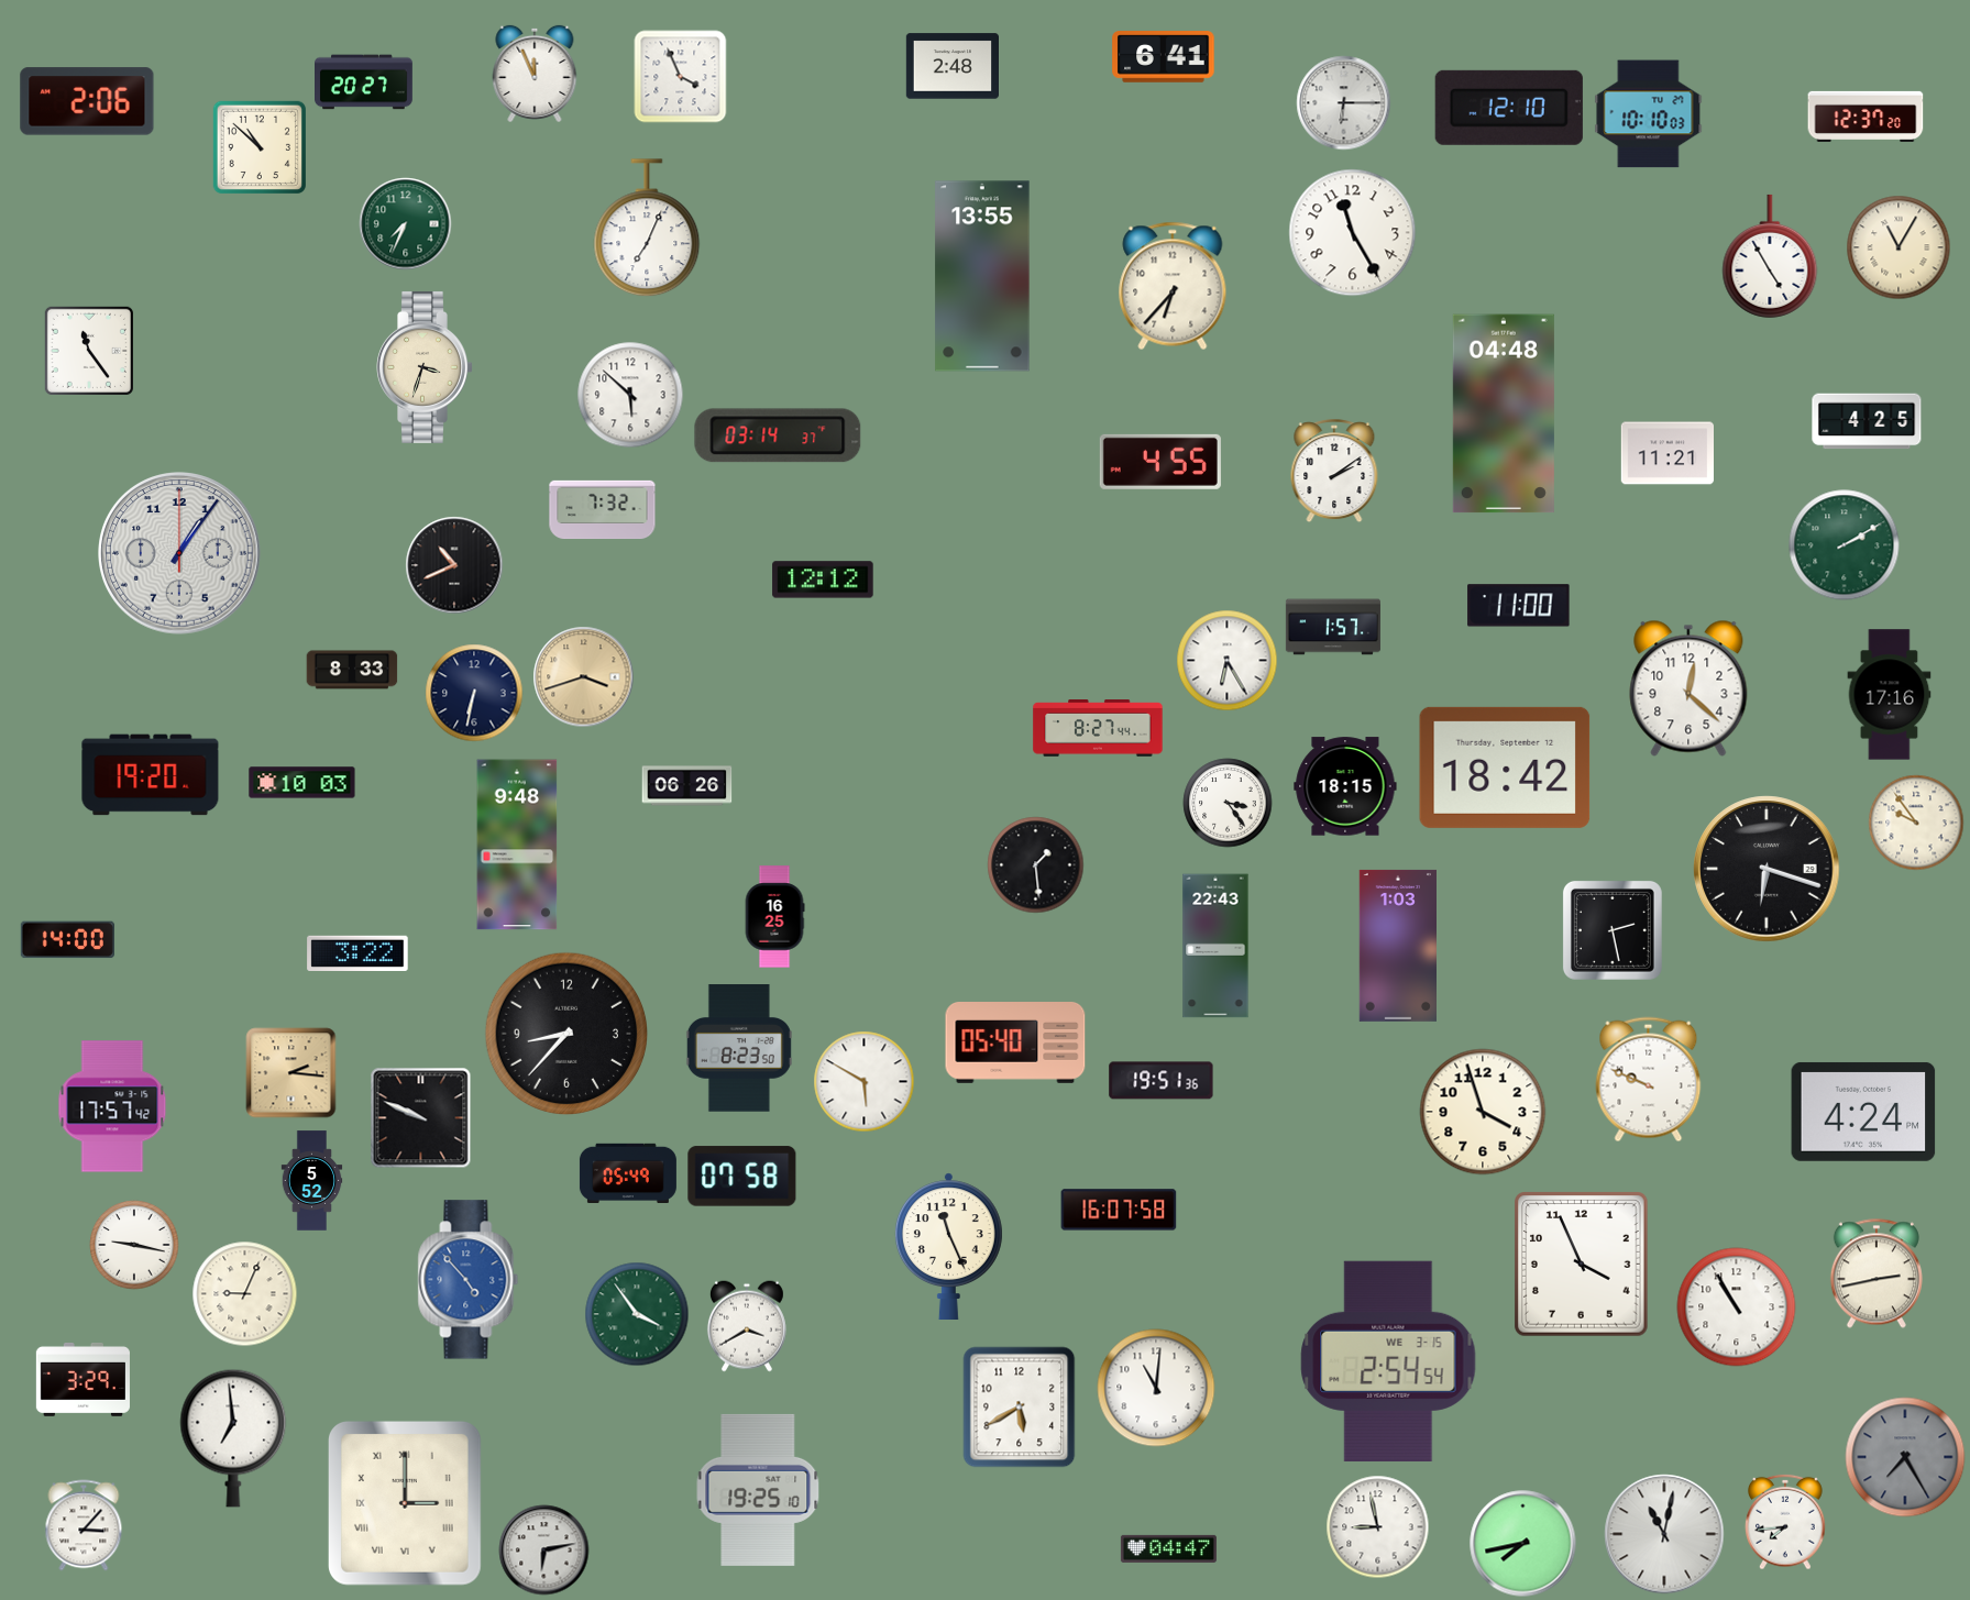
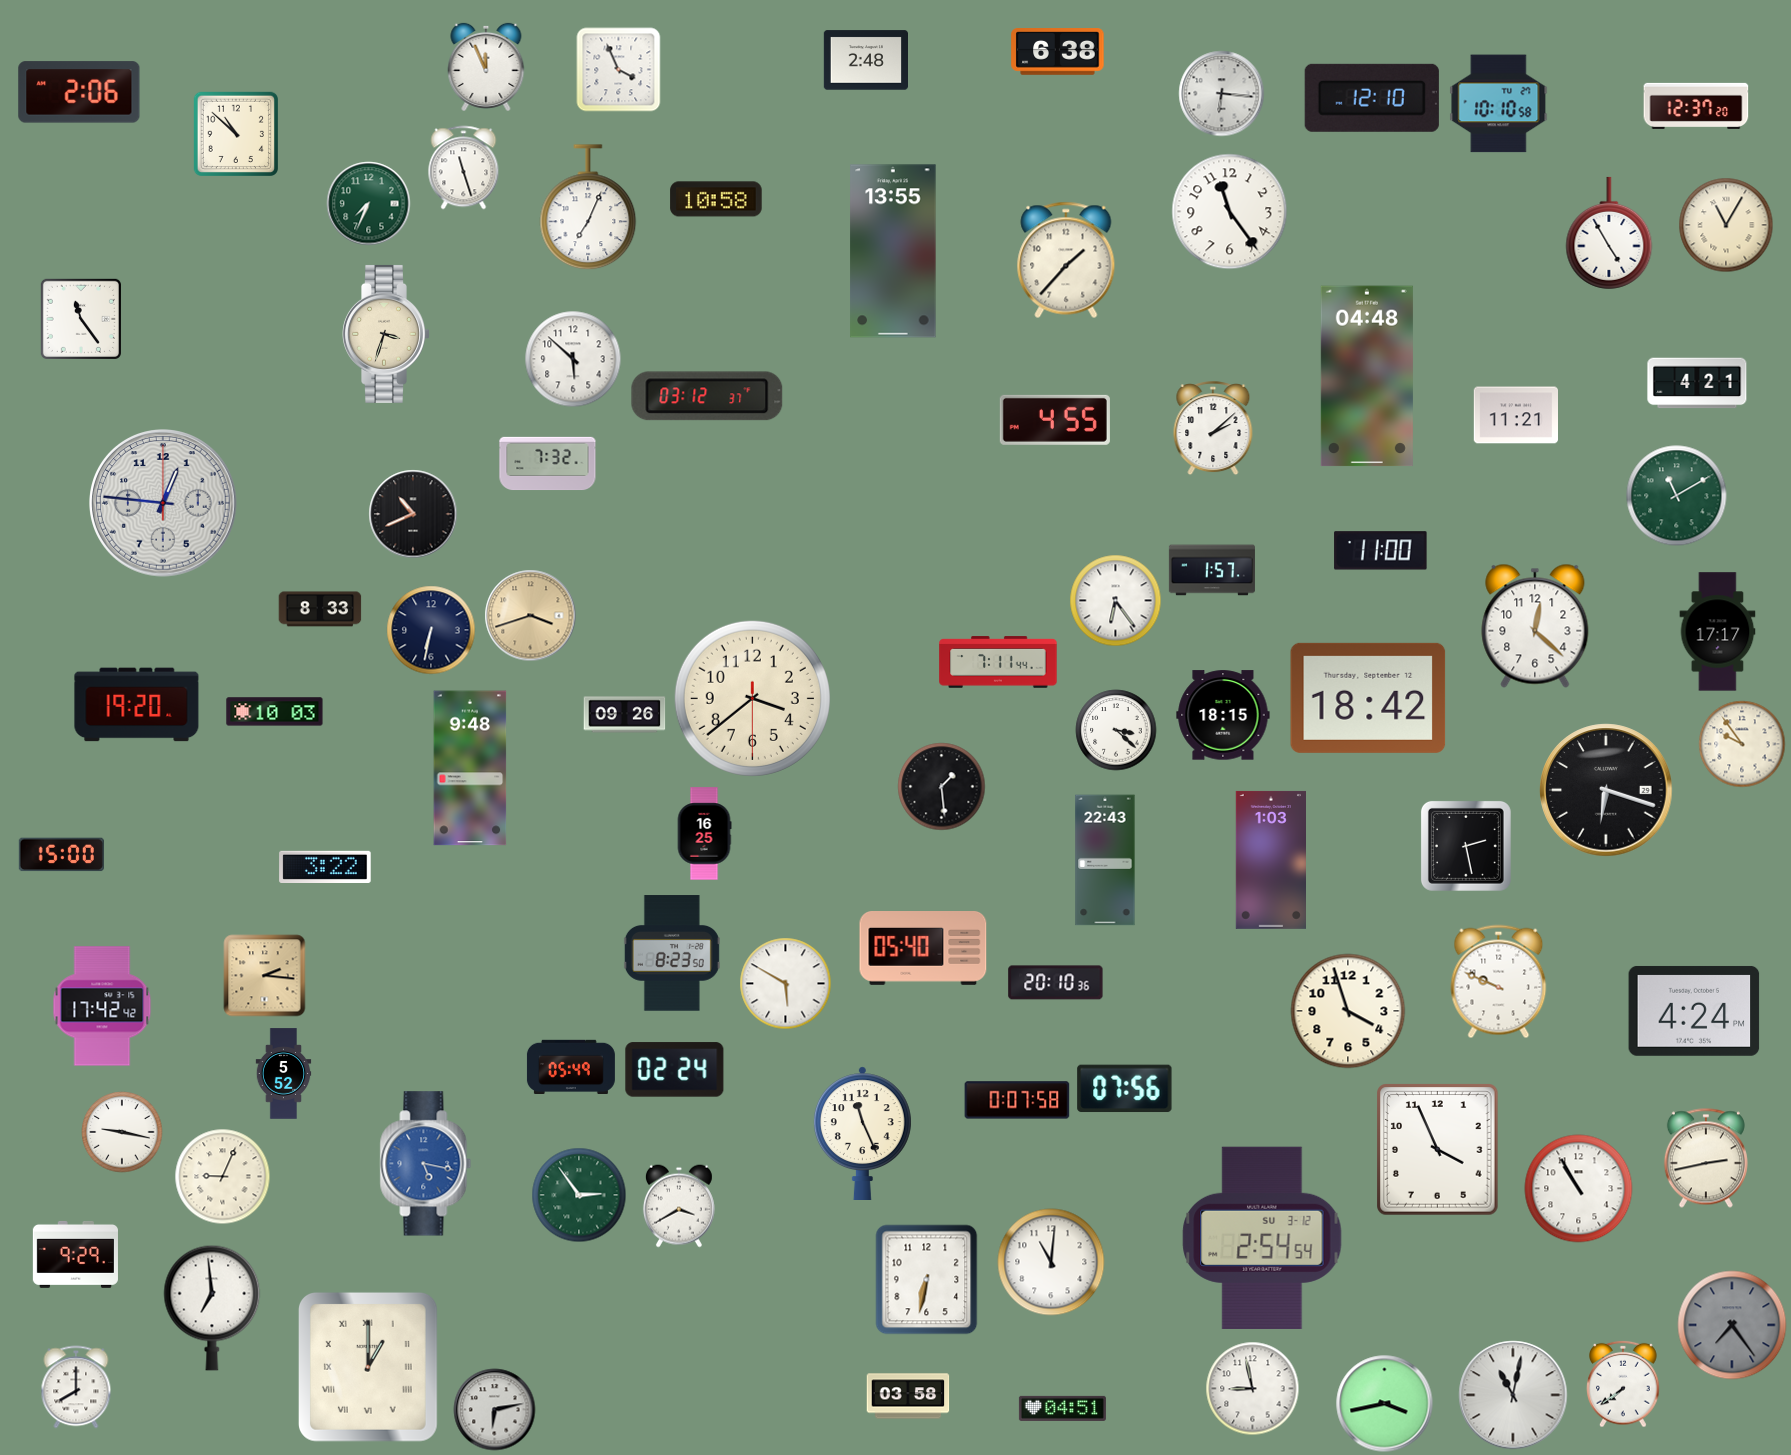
clock at (1164, 57): 6:41 -> 6:38
clock at (364, 82): 20:27 -> none
clock at (1344, 103): 6:15 -> 6:16
clock at (1649, 114): 10:10:03 -> 10:10:58
clock at (464, 168): none -> 11:27
clock at (716, 199): none -> 10:58
clock at (1353, 233): 11:25 -> 11:24
clock at (1173, 286): 6:37 -> 1:37
clock at (1867, 421): 4:25 -> 4:21
clock at (778, 435): 03:14 -> 03:12
clock at (1666, 453) position: (1666, 453) -> (1515, 415)
clock at (1334, 472): 2:09 -> 2:08
clock at (1845, 545): 2:10 -> 11:10
clock at (179, 553): 1:06 -> 12:46
clock at (823, 580): 12:12 -> none
clock at (1228, 661): 6:25 -> 6:24
clock at (1890, 695): 17:16 -> 17:17
clock at (1098, 728): 8:27 -> 7:11
clock at (752, 698): none -> 3:38
clock at (687, 786): 06:26 -> 09:26
clock at (1228, 803): 3:24 -> 3:22
clock at (1916, 823) position: (1916, 823) -> (1742, 744)
clock at (67, 940): 14:00 -> 15:00
clock at (565, 1033): 8:37 -> none
clock at (1162, 1081): 19:51 -> 20:10
clock at (112, 1106): 17:57 -> 17:42
clock at (421, 1118): 9:49 -> none
clock at (742, 1177): 07:58 -> 02:24
clock at (1125, 1089): none -> 07:56
clock at (1119, 1210): 16:07 -> 0:07
clock at (469, 1280): 4:53 -> 5:17
clock at (637, 1314): 3:54 -> 2:54
clock at (1388, 1360) date: WE 3-15 -> SU 3-12
clock at (82, 1379): 3:29 -> 9:29
clock at (1020, 1408): 5:40 -> 6:32
clock at (1905, 1457): 7:25 -> 7:24
clock at (758, 1490): 19:25 -> none
clock at (405, 1503): 3:00 -> 1:00
clock at (1785, 1522): 7:44 -> 7:39
clock at (84, 1525): 3:07 -> 8:00
clock at (908, 1396): none -> 03:58
clock at (1523, 1544): 7:43 -> 3:43
clock at (1168, 1548): 04:47 -> 04:51
